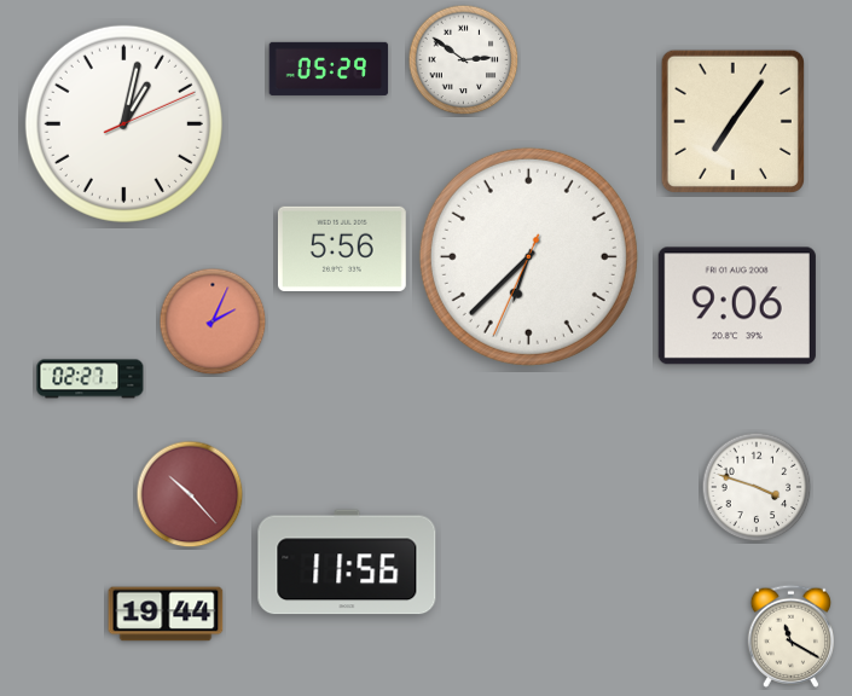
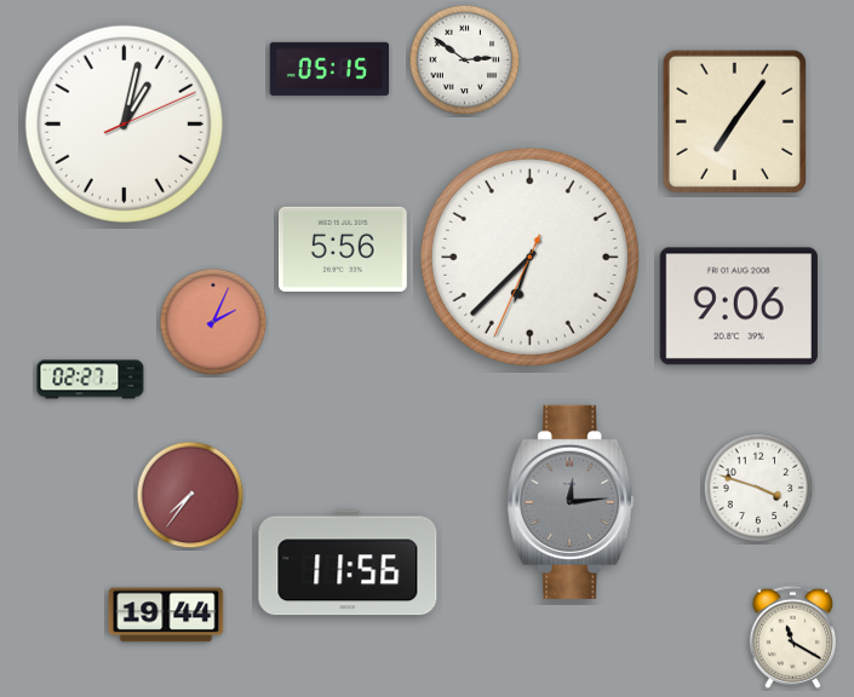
clock at (329, 69): 05:29 -> 05:15
clock at (190, 494): 10:23 -> 7:36
clock at (571, 502): none -> 12:14
